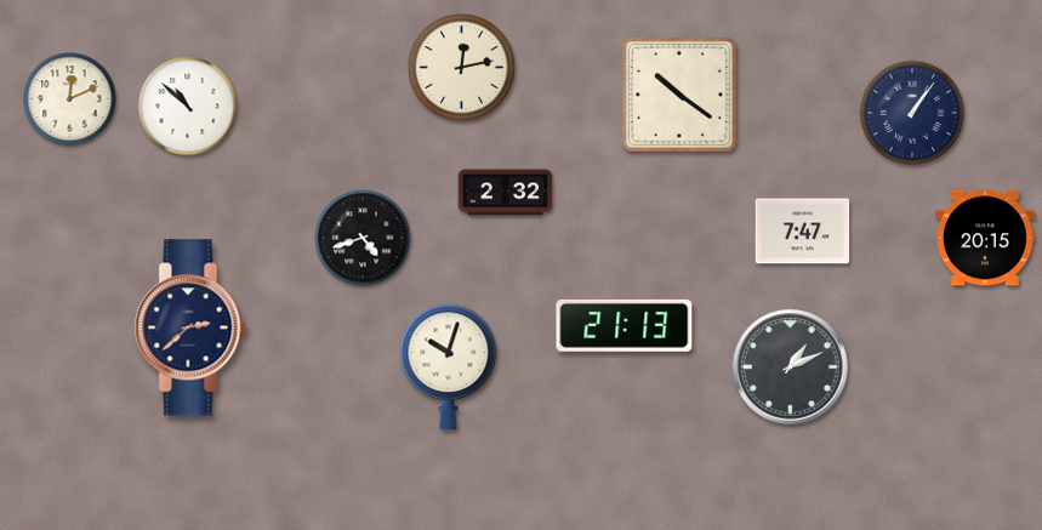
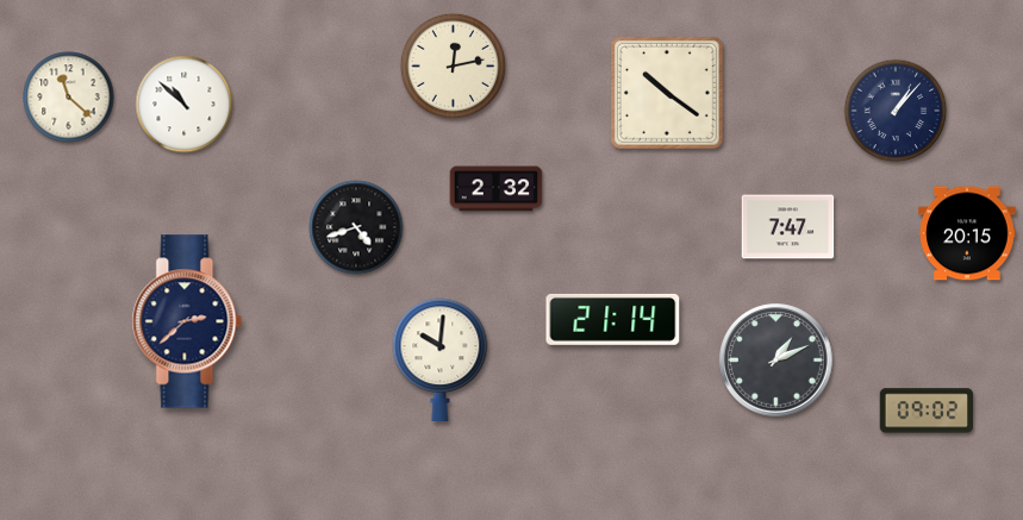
clock at (70, 99): 12:11 -> 11:22
clock at (912, 113): 1:06 -> 1:07
clock at (363, 238) position: (363, 238) -> (356, 227)
clock at (625, 325): 21:13 -> 21:14
clock at (449, 366): 10:03 -> 10:01
clock at (927, 411): none -> 09:02
